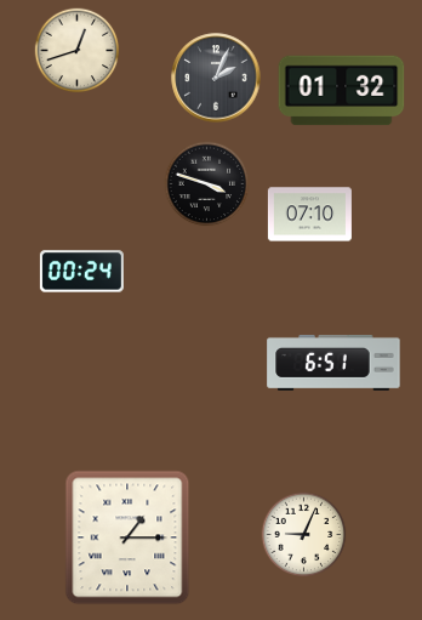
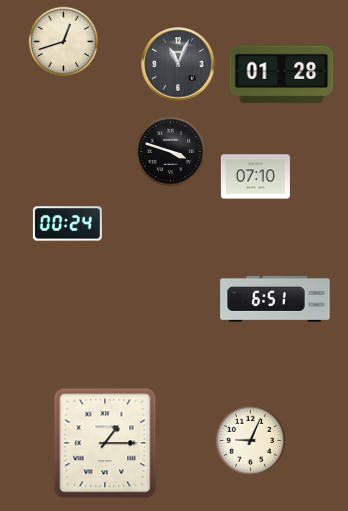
clock at (216, 78): 2:04 -> 11:04
clock at (342, 91): 01:32 -> 01:28
